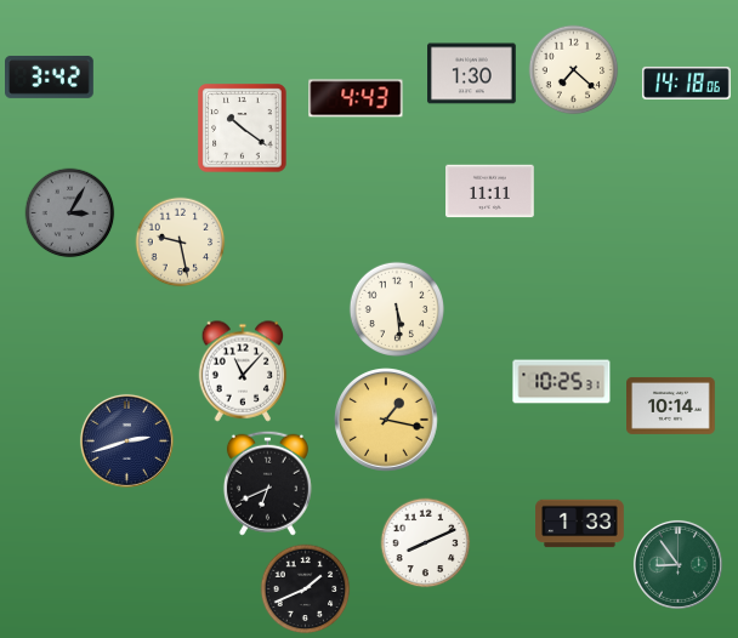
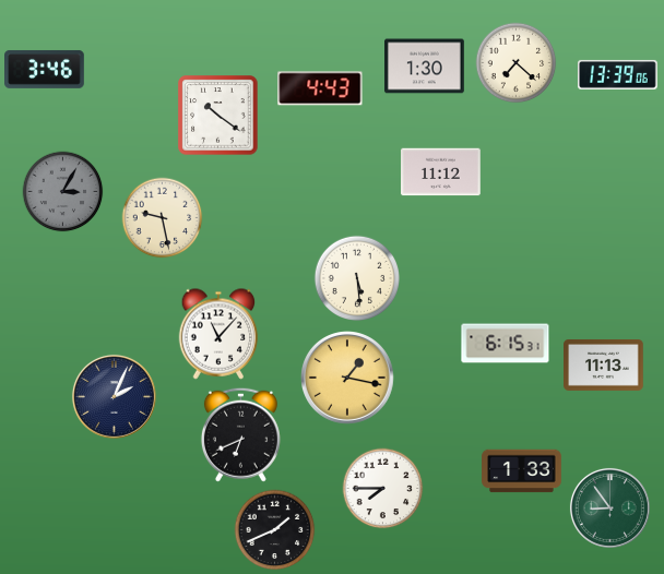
clock at (50, 76): 3:42 -> 3:46
clock at (687, 82): 14:18 -> 13:39
clock at (490, 192): 11:11 -> 11:12
clock at (562, 382): 10:25 -> 6:15
clock at (671, 405): 10:14 -> 11:13
clock at (126, 440): 2:42 -> 2:04
clock at (426, 543): 8:11 -> 7:45
